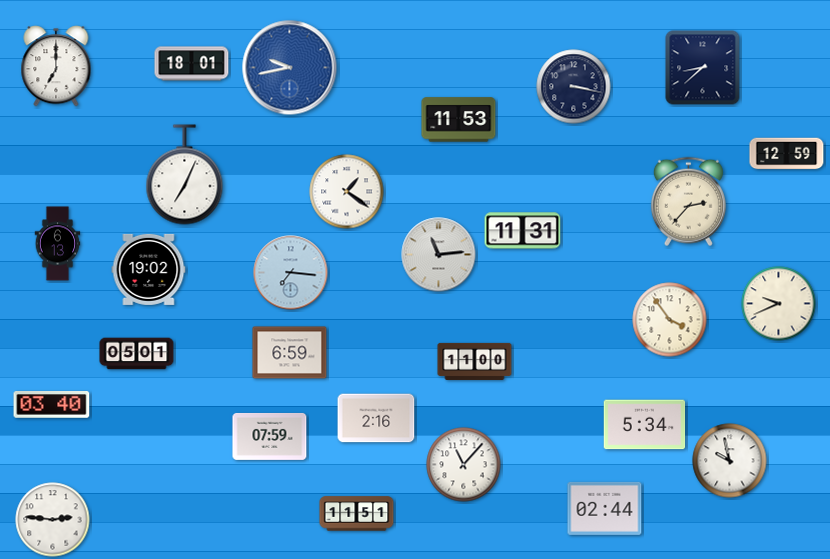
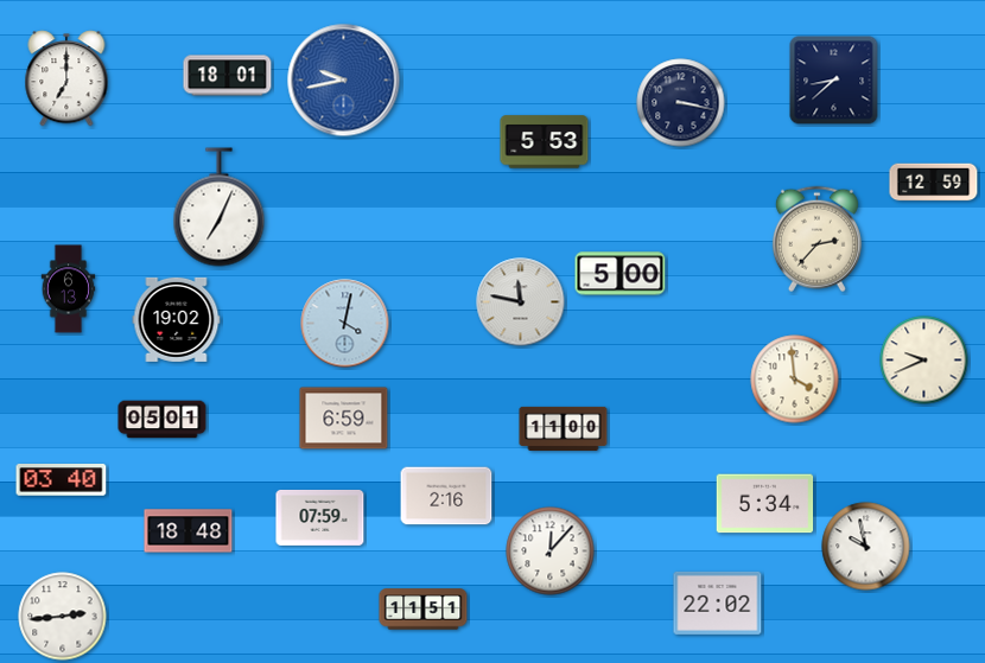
clock at (459, 120): 11:53 -> 5:53
clock at (347, 192): 1:21 -> none
clock at (523, 231): 11:31 -> 5:00
clock at (439, 255): 11:14 -> 11:47
clock at (291, 273): 7:16 -> 4:02
clock at (670, 320): 3:54 -> 3:59
clock at (189, 531): none -> 18:48
clock at (464, 465): 11:07 -> 12:07
clock at (605, 508): 02:44 -> 22:02
clock at (53, 520): 2:46 -> 2:44
